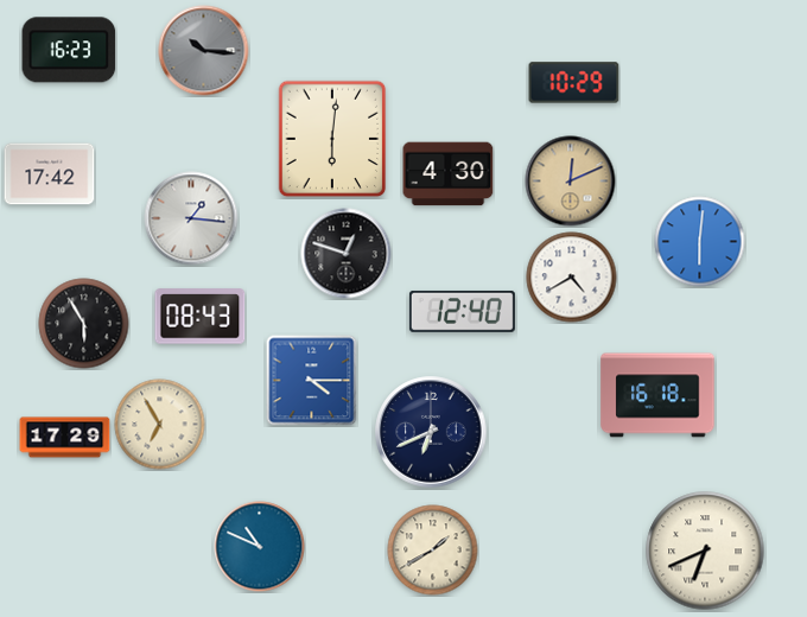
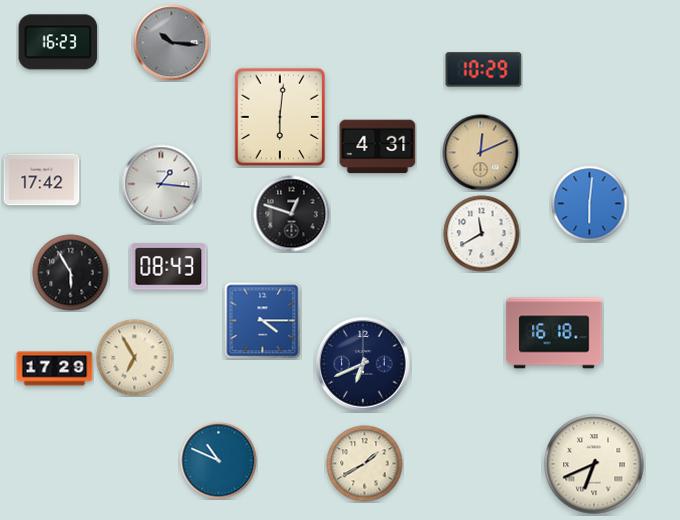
clock at (50, 174) position: (50, 174) -> (42, 180)
clock at (449, 174): 4:30 -> 4:31
clock at (572, 278): 4:40 -> 11:40
clock at (462, 311): 12:40 -> none
